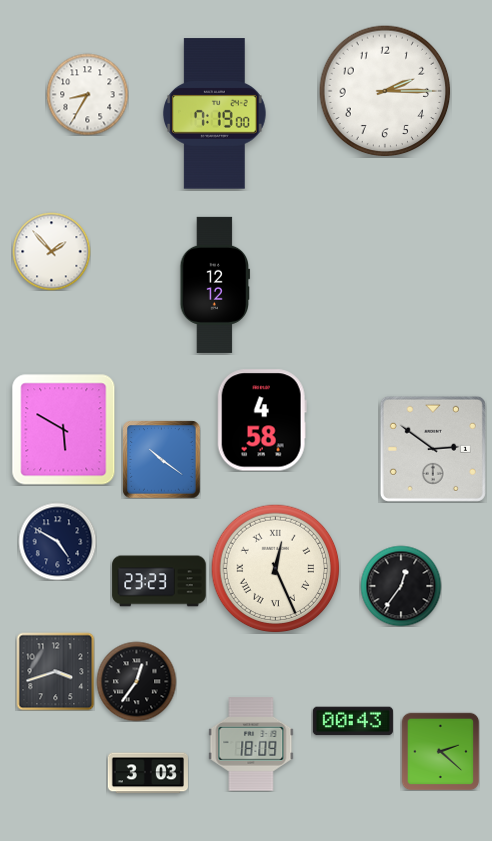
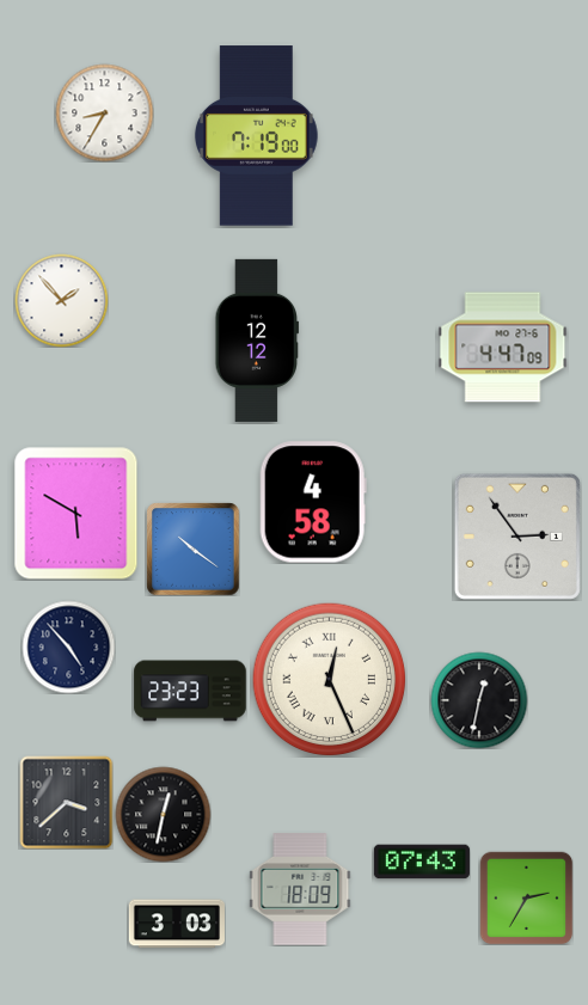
clock at (385, 91): 2:15 -> none
clock at (503, 348): none -> 4:47
clock at (433, 449): 2:51 -> 2:54
clock at (57, 541): 4:50 -> 4:53
clock at (159, 581) position: (159, 581) -> (190, 691)
clock at (401, 586): 12:36 -> 12:32
clock at (55, 671): 3:42 -> 3:38
clock at (136, 681): 12:36 -> 12:32
clock at (353, 721): 00:43 -> 07:43
clock at (440, 751): 2:22 -> 2:35
